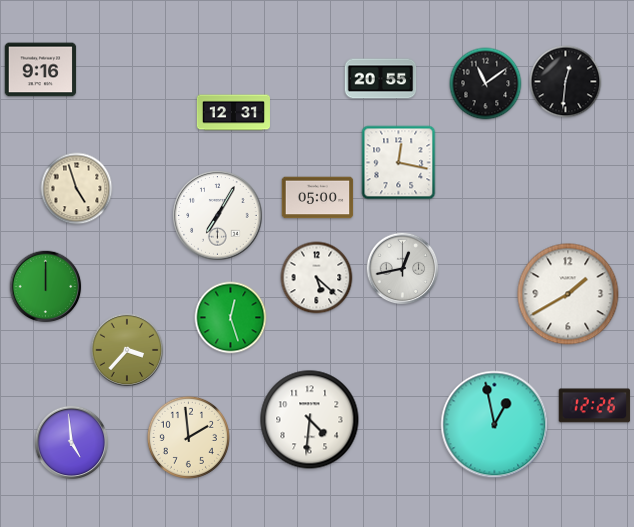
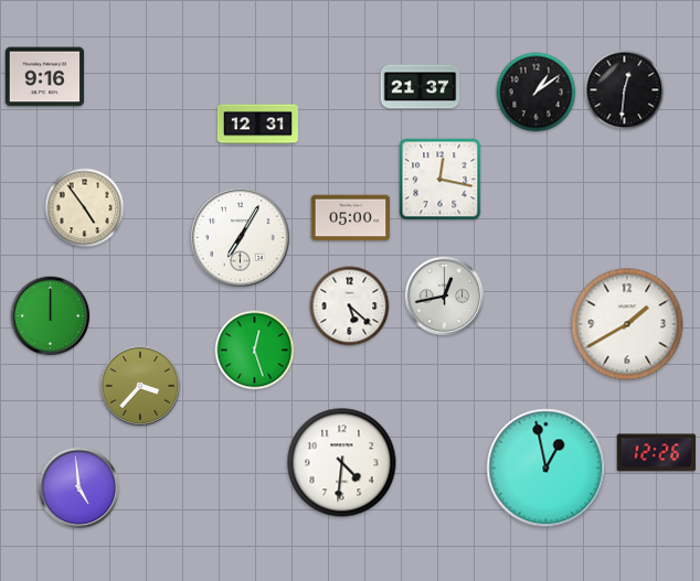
clock at (381, 79): 20:55 -> 21:37
clock at (486, 84): 11:09 -> 1:09
clock at (77, 189): 4:57 -> 4:54
clock at (595, 406) position: (595, 406) -> (657, 453)
clock at (188, 437): 1:59 -> none
